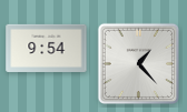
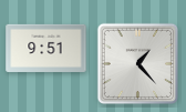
clock at (47, 48): 9:54 -> 9:51
